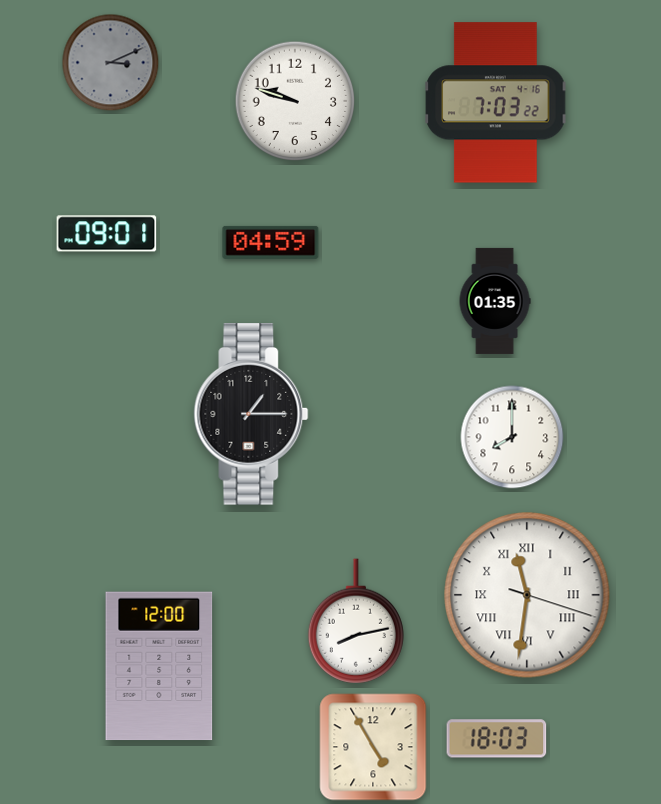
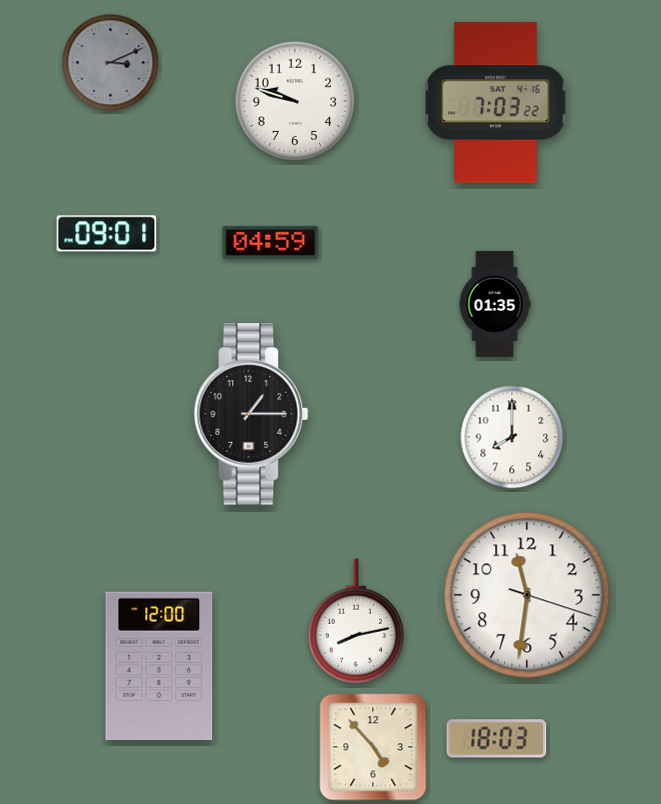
clock at (495, 301) position: (495, 301) -> (495, 304)
clock at (527, 595) numerals: Roman -> Arabic
clock at (373, 747): 4:55 -> 4:53
